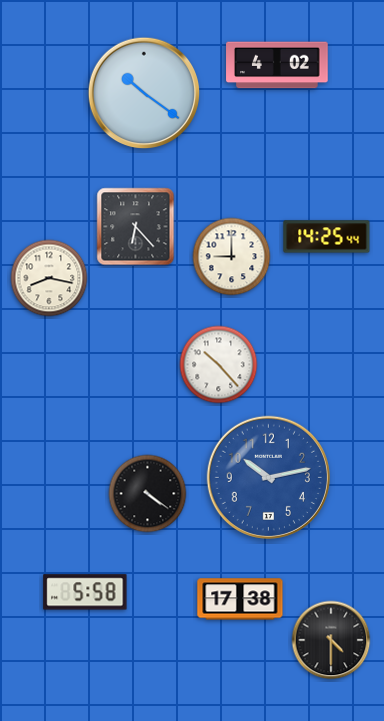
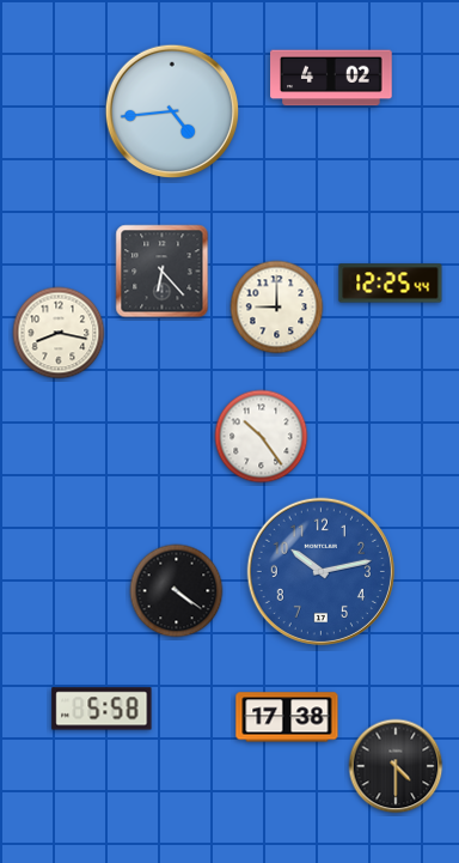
clock at (144, 93): 10:21 -> 4:44
clock at (327, 237): 14:25 -> 12:25
clock at (219, 365): 10:23 -> 10:24
